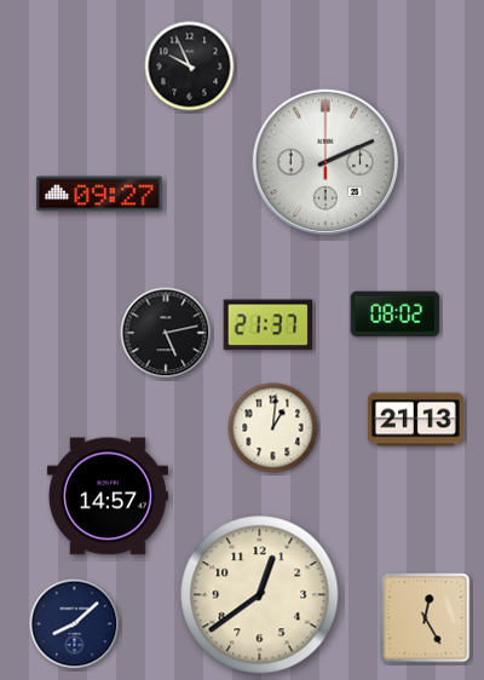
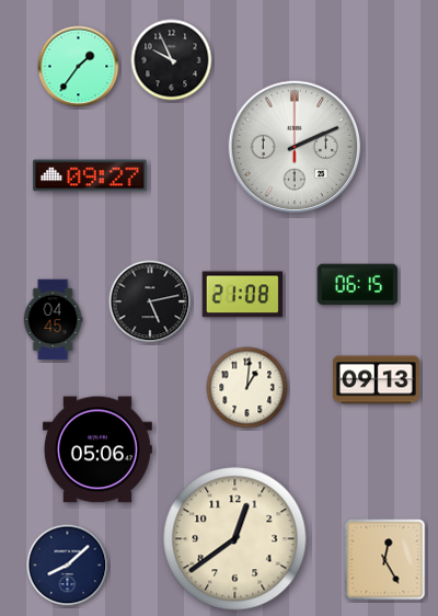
clock at (79, 67): none -> 1:36
clock at (396, 315): 08:02 -> 06:15
clock at (269, 325): 21:37 -> 21:08
clock at (53, 320): none -> 04:45
clock at (415, 420): 21:13 -> 09:13
clock at (108, 496): 14:57 -> 05:06
